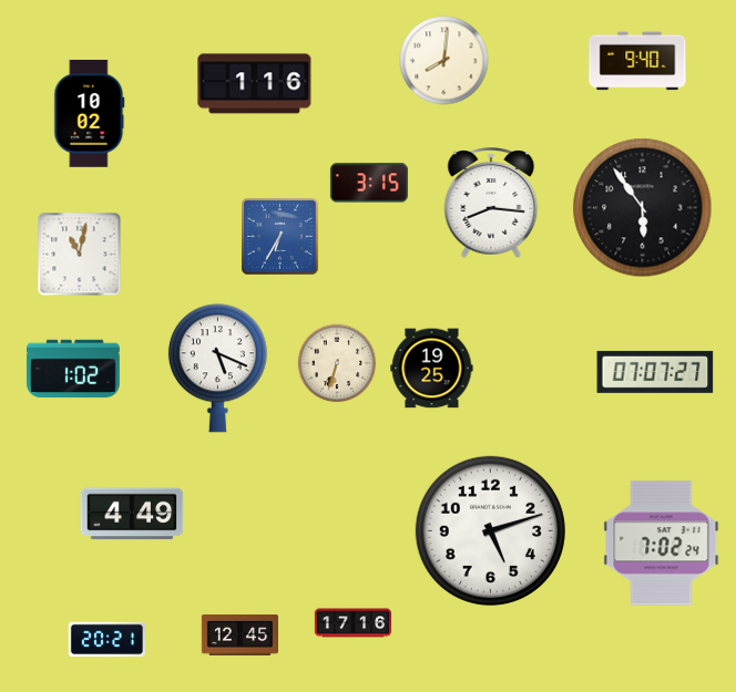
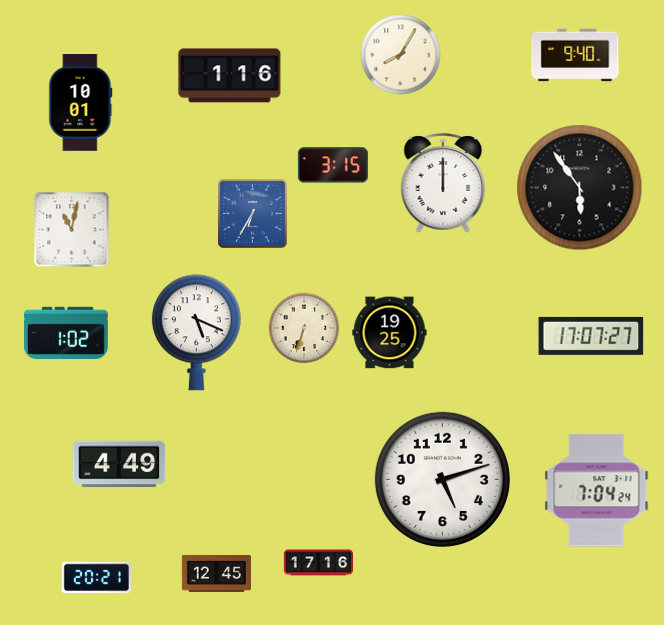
clock at (444, 61): 8:01 -> 8:05
clock at (90, 114): 10:02 -> 10:01
clock at (491, 203): 8:16 -> 12:00
clock at (655, 372): 07:07 -> 17:07
clock at (662, 544): 7:02 -> 7:04
